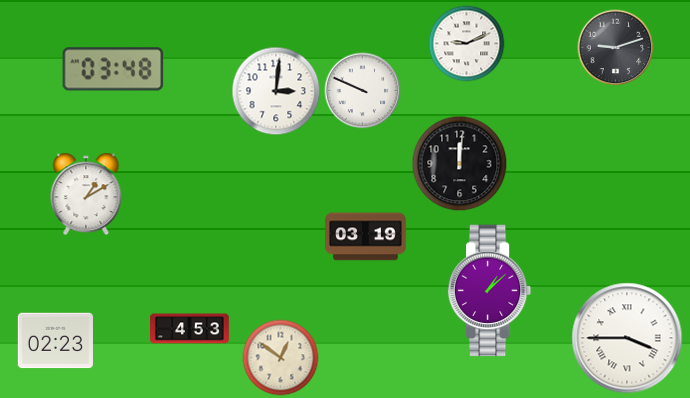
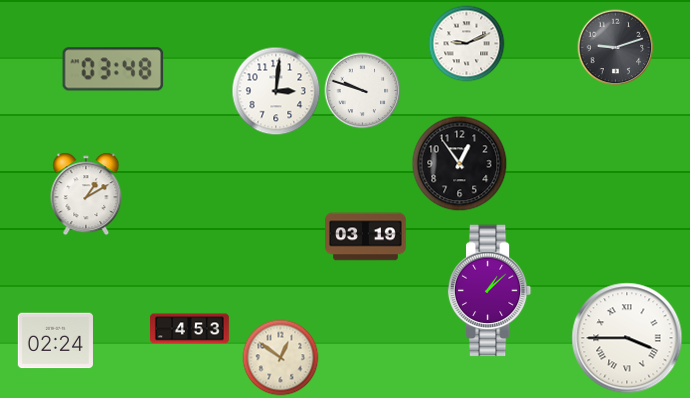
clock at (363, 91): 9:49 -> 9:48
clock at (460, 164): 12:01 -> 12:54
clock at (55, 341): 02:23 -> 02:24
